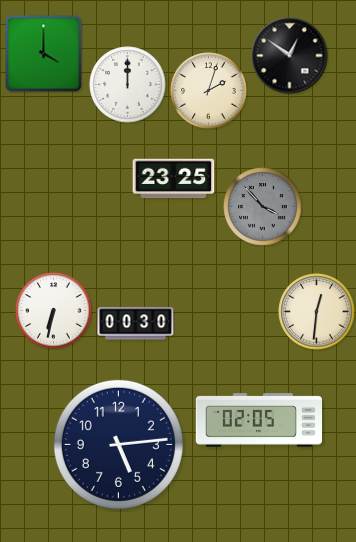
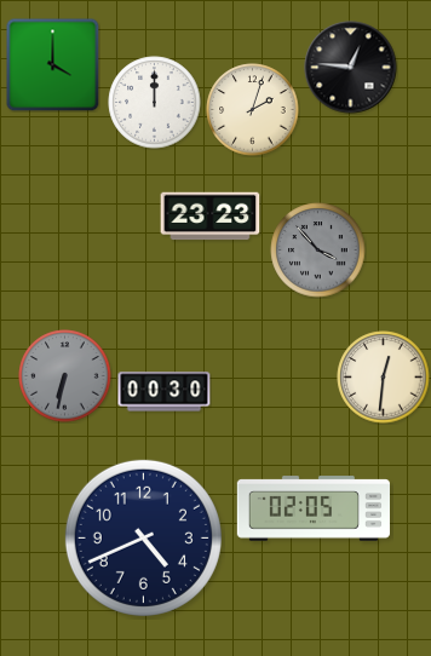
clock at (290, 56): 12:51 -> 12:46
clock at (174, 179): 23:25 -> 23:23
clock at (54, 311) dial: white -> grey
clock at (118, 444): 5:14 -> 4:41
